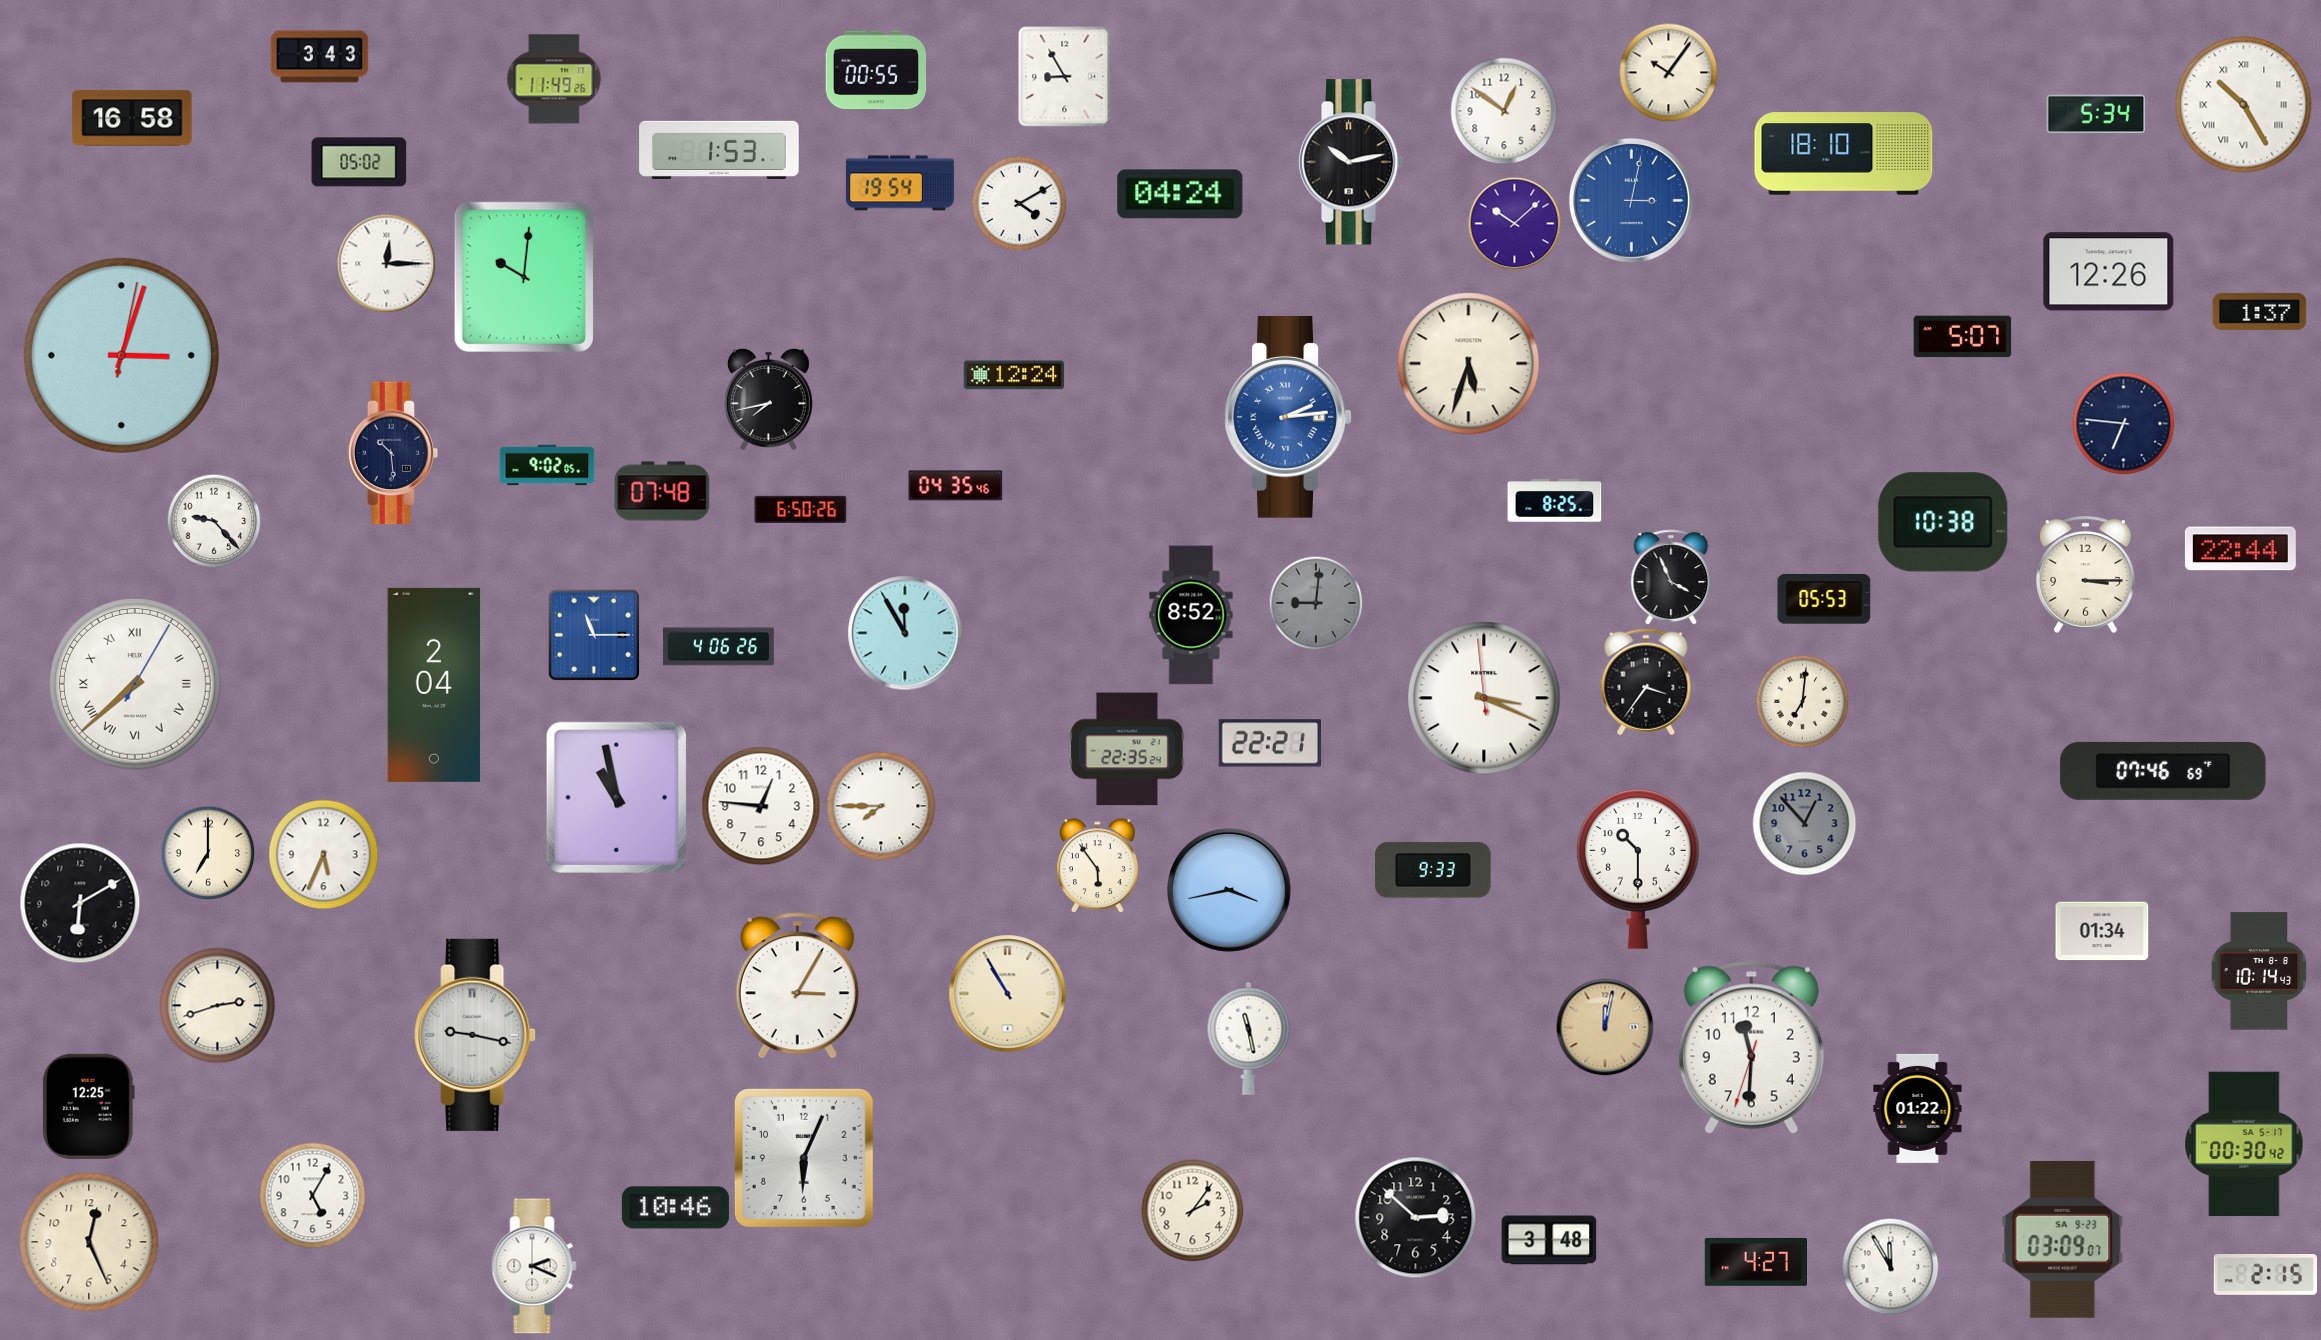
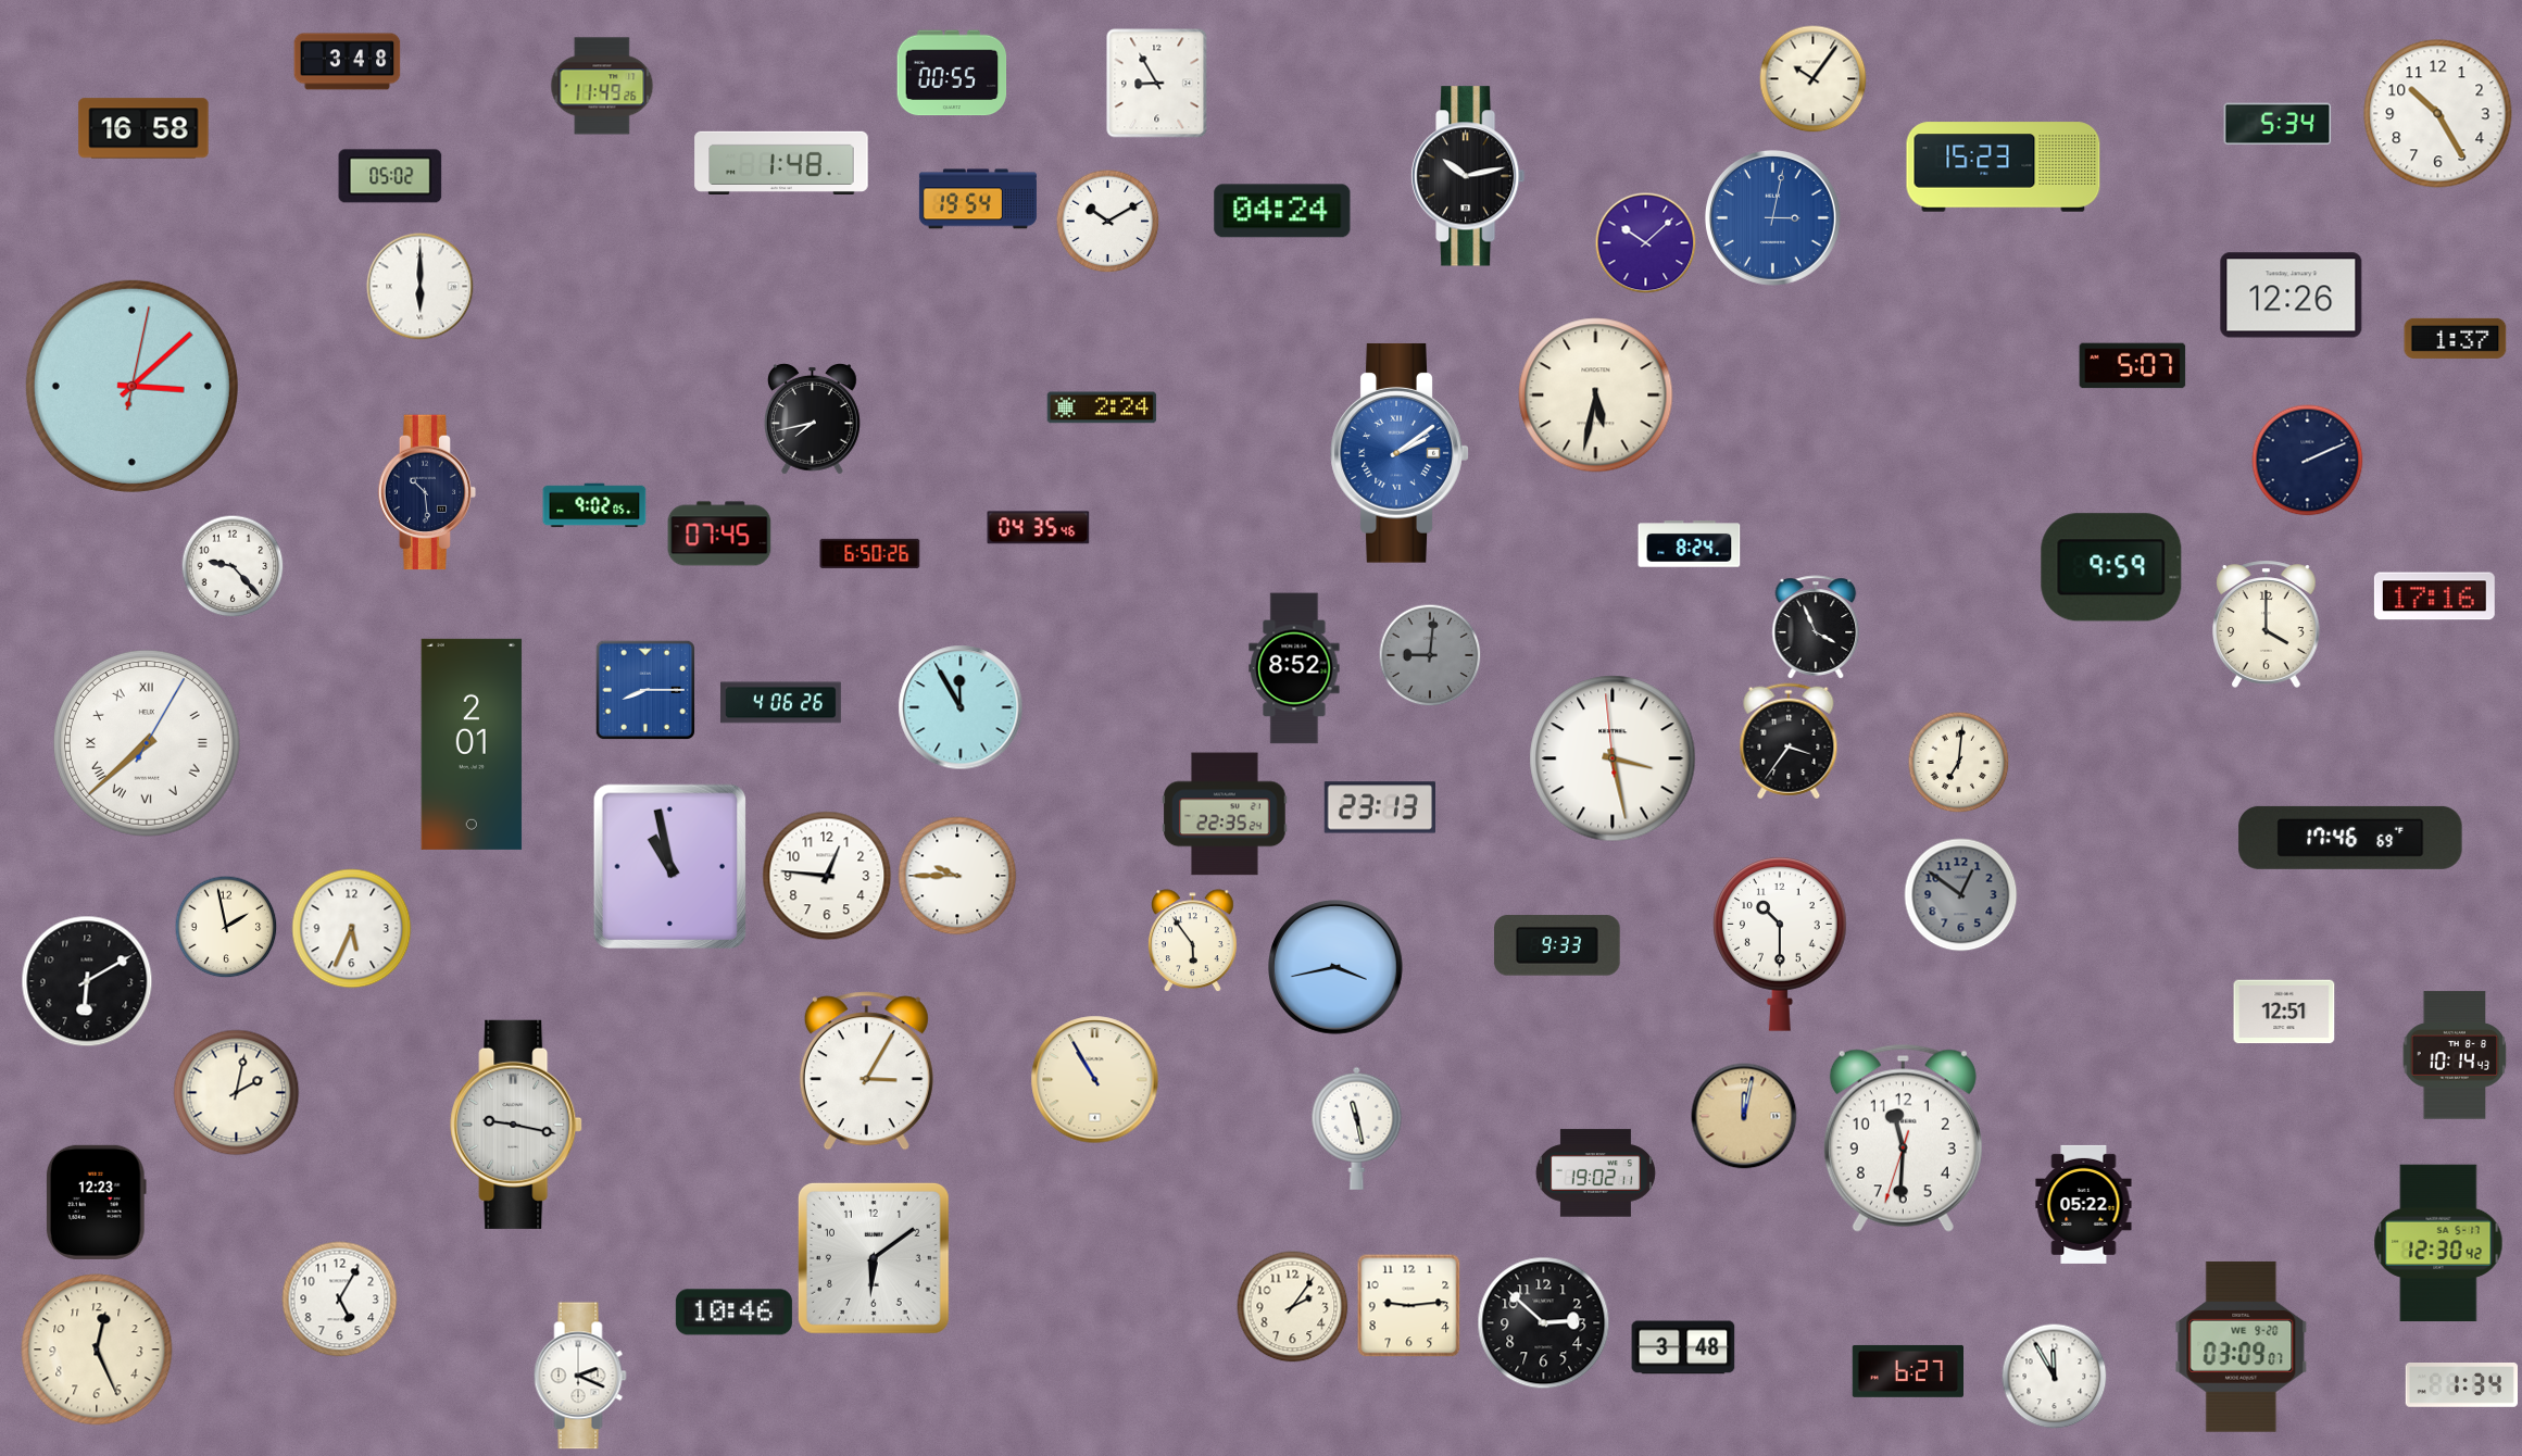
clock at (320, 57): 3:43 -> 3:48
clock at (876, 70) position: (876, 70) -> (952, 73)
clock at (2244, 105) numerals: Roman -> Arabic
clock at (1504, 111): 12:51 -> none
clock at (719, 150): 1:53 -> 1:48
clock at (1844, 154): 18:10 -> 15:23
clock at (1019, 203): 4:10 -> 10:10
clock at (387, 264): 12:15 -> 6:00
clock at (524, 277): 10:01 -> none
clock at (121, 355): 3:03 -> 3:08
clock at (1469, 364): 5:33 -> 5:32
clock at (1014, 375): 12:24 -> 2:24
clock at (769, 399) position: (769, 399) -> (813, 418)
clock at (1288, 417): 2:14 -> 2:09
clock at (2124, 424): 6:46 -> 2:11
clock at (662, 491): 07:48 -> 07:45
clock at (1555, 501): 8:25 -> 8:24
clock at (1943, 522): 10:38 -> 9:59
clock at (2240, 549): 22:44 -> 17:16
clock at (2086, 574): 3:15 -> 4:00
clock at (1824, 599): 05:53 -> none
clock at (905, 633) position: (905, 633) -> (961, 707)
clock at (593, 634): 11:15 -> 8:15
clock at (434, 685): 2:04 -> 2:01
clock at (1484, 698): 3:18 -> 3:27
clock at (1269, 743): 22:21 -> 23:13
clock at (2163, 771): 07:46 -> 17:46
clock at (881, 806): 7:45 -> 9:45
clock at (1805, 824): 12:53 -> 12:51
clock at (208, 853): 7:00 -> 1:58
clock at (2102, 931): 01:34 -> 12:51
clock at (218, 1006): 2:42 -> 2:02
clock at (1595, 1173): none -> 19:02
clock at (88, 1106): 12:25 -> 12:23
clock at (1918, 1108): 01:22 -> 05:22
clock at (2244, 1144): 00:30 -> 12:30
clock at (804, 1158): 6:04 -> 6:09
clock at (1408, 1305): none -> 9:14
clock at (1193, 1211) position: (1193, 1211) -> (1293, 1307)
clock at (1416, 1218) position: (1416, 1218) -> (1544, 1323)
clock at (2063, 1239) date: SA 9-23 -> WE 9-20
clock at (1756, 1262): 4:27 -> 6:27
clock at (2265, 1275): 2:15 -> 1:34
